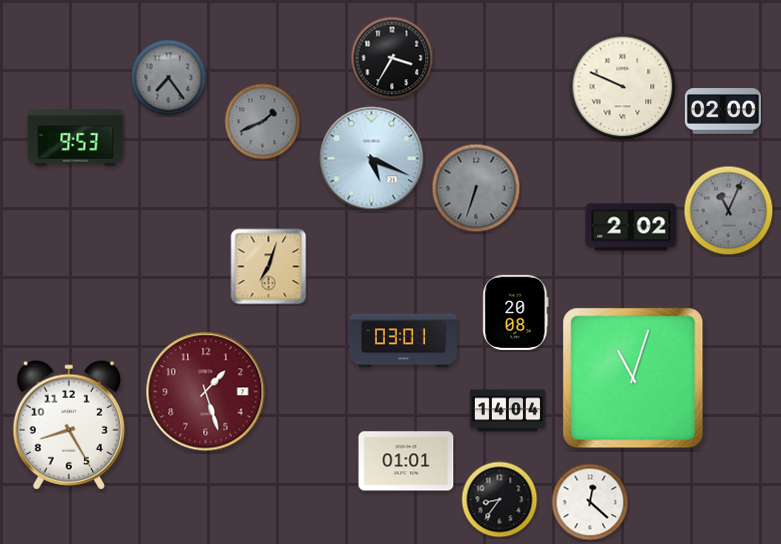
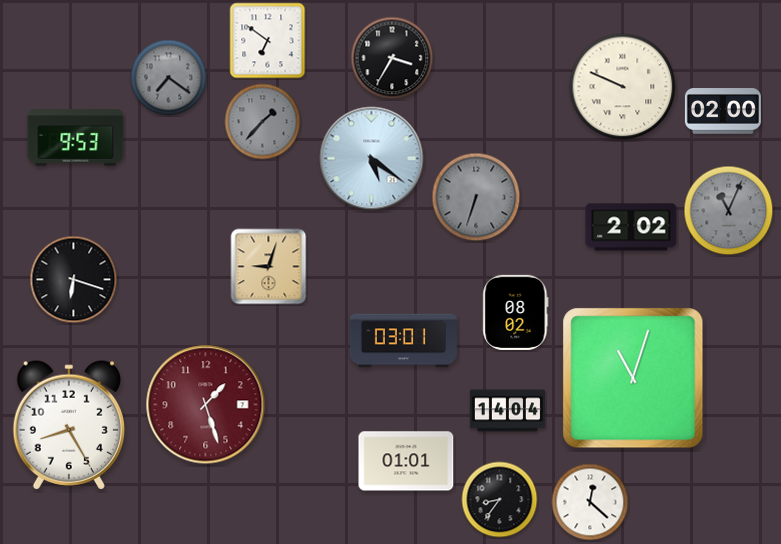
clock at (268, 41): none -> 6:51
clock at (169, 78): 7:24 -> 7:21
clock at (263, 122): 1:41 -> 1:37
clock at (372, 159): 5:19 -> 5:21
clock at (476, 188) position: (476, 188) -> (476, 197)
clock at (269, 267): 7:03 -> 9:03
clock at (74, 280): none -> 6:18
clock at (516, 312): 20:08 -> 08:02
clock at (206, 392) position: (206, 392) -> (206, 405)
